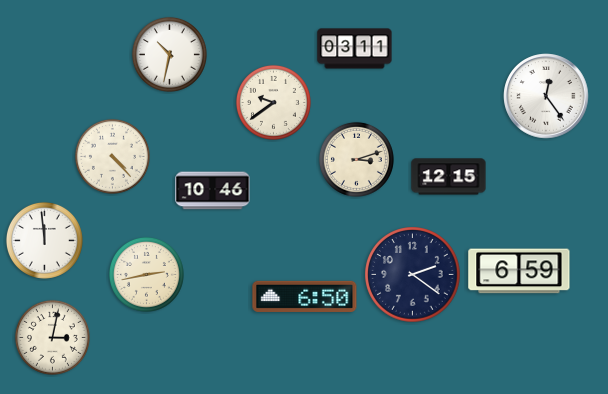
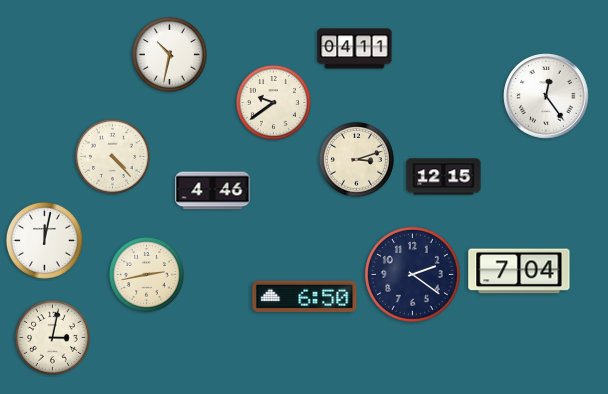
clock at (355, 49): 03:11 -> 04:11
clock at (449, 177) position: (449, 177) -> (444, 177)
clock at (213, 191): 10:46 -> 4:46
clock at (44, 240): 11:59 -> 12:02
clock at (519, 271): 6:59 -> 7:04
